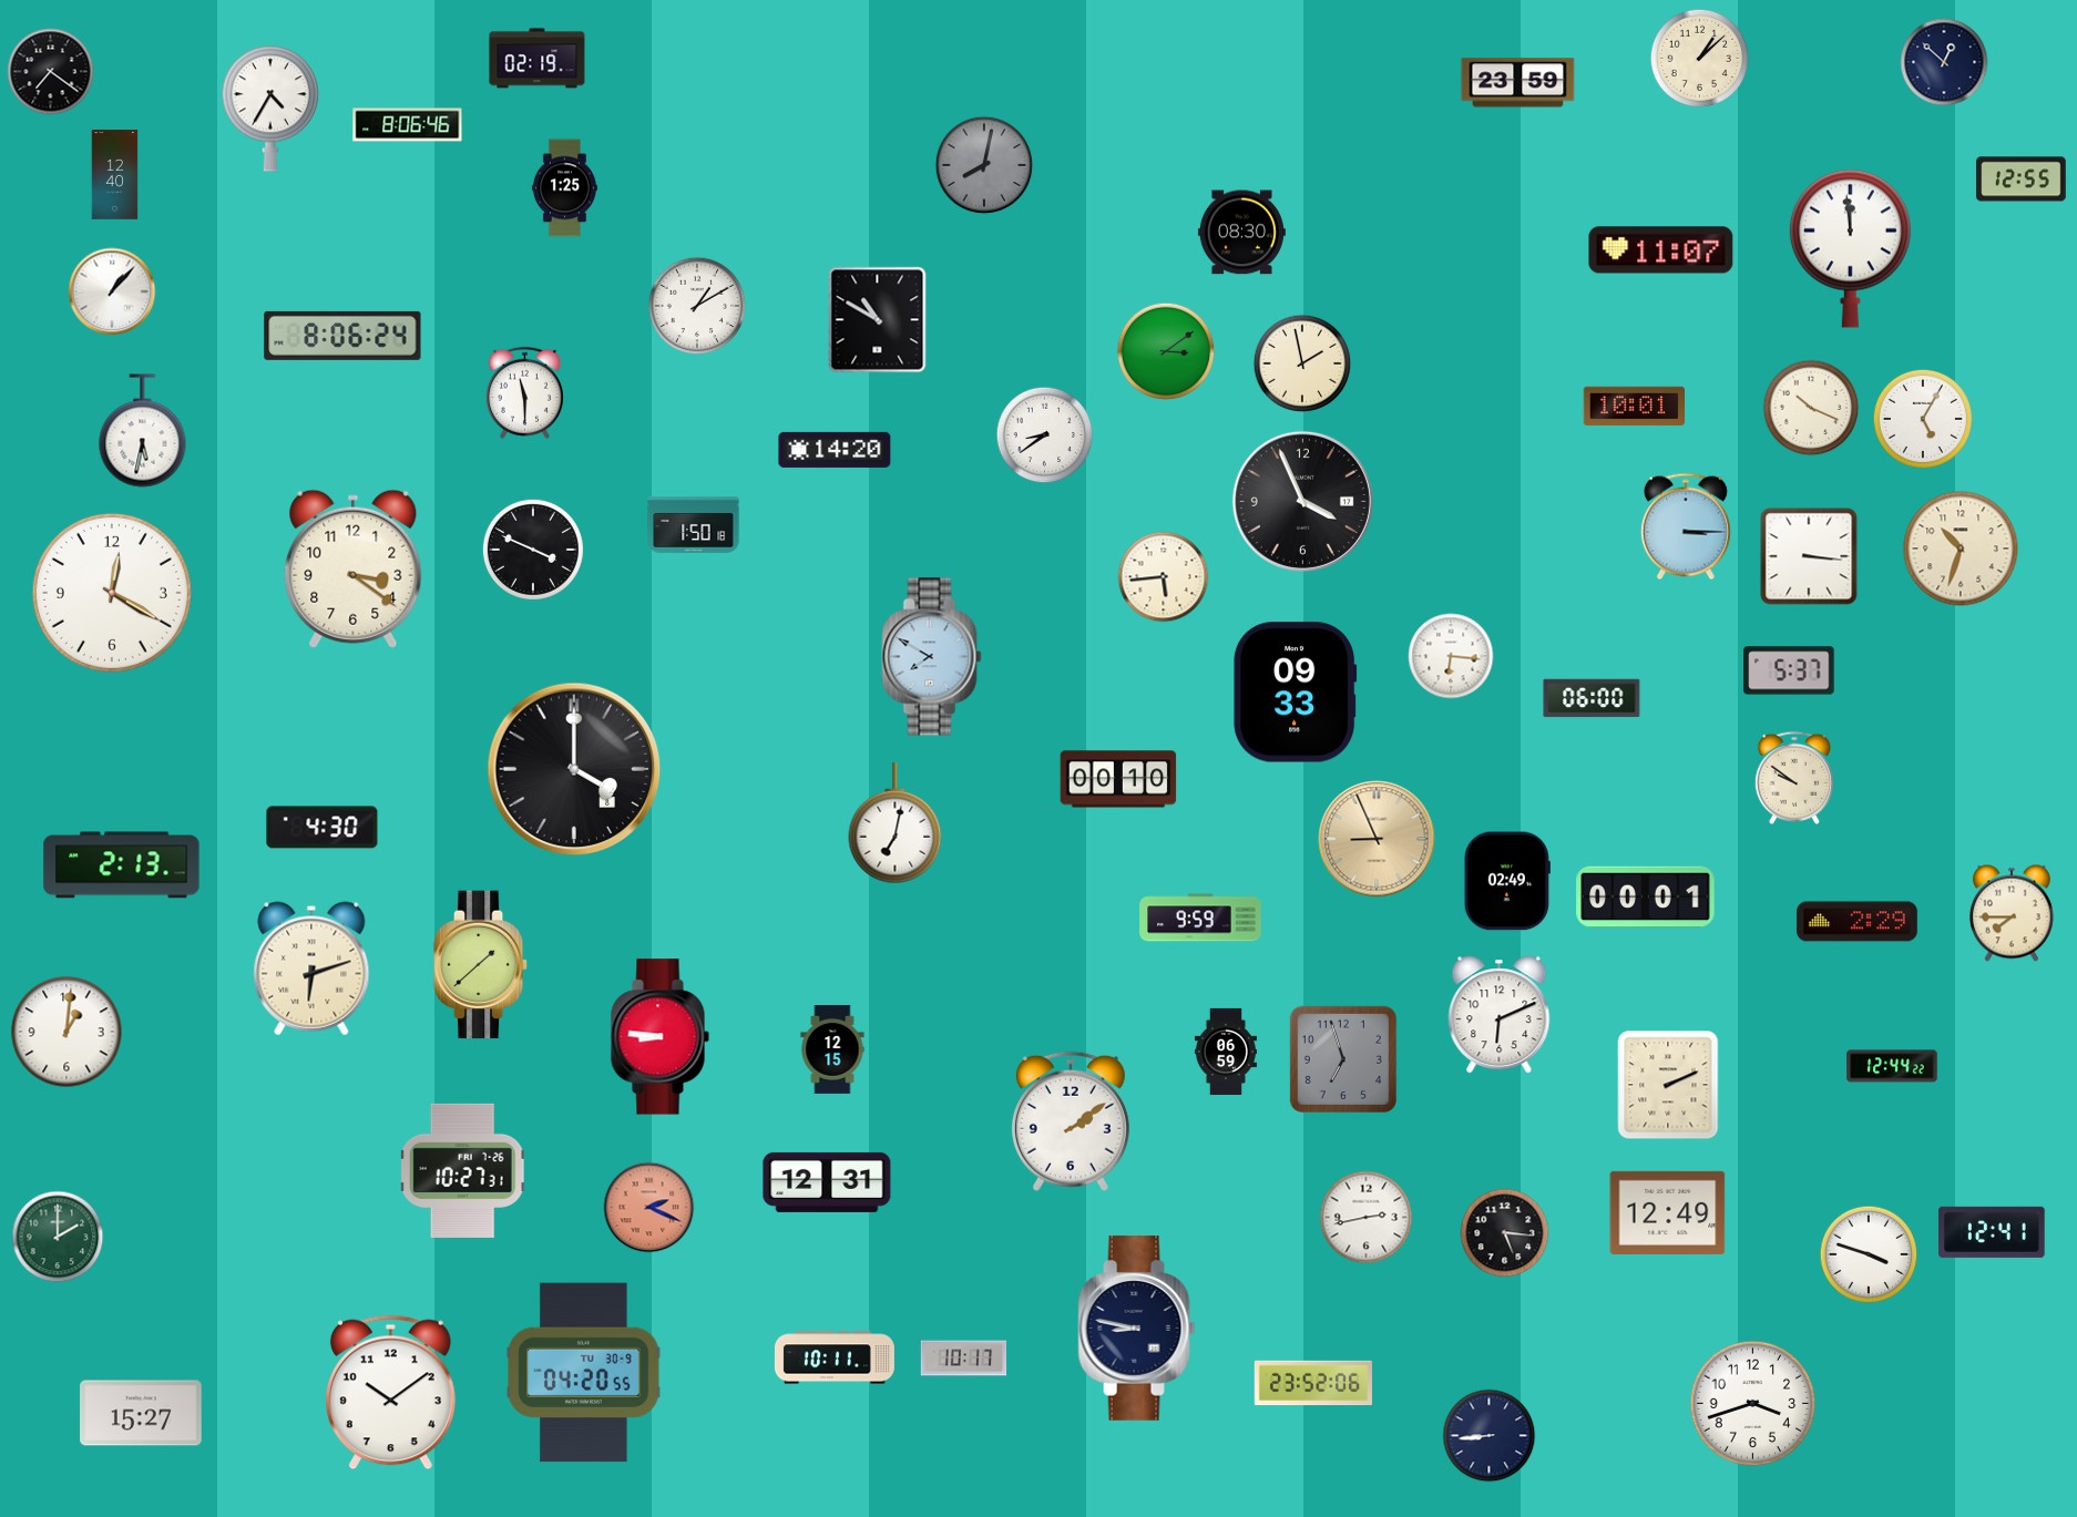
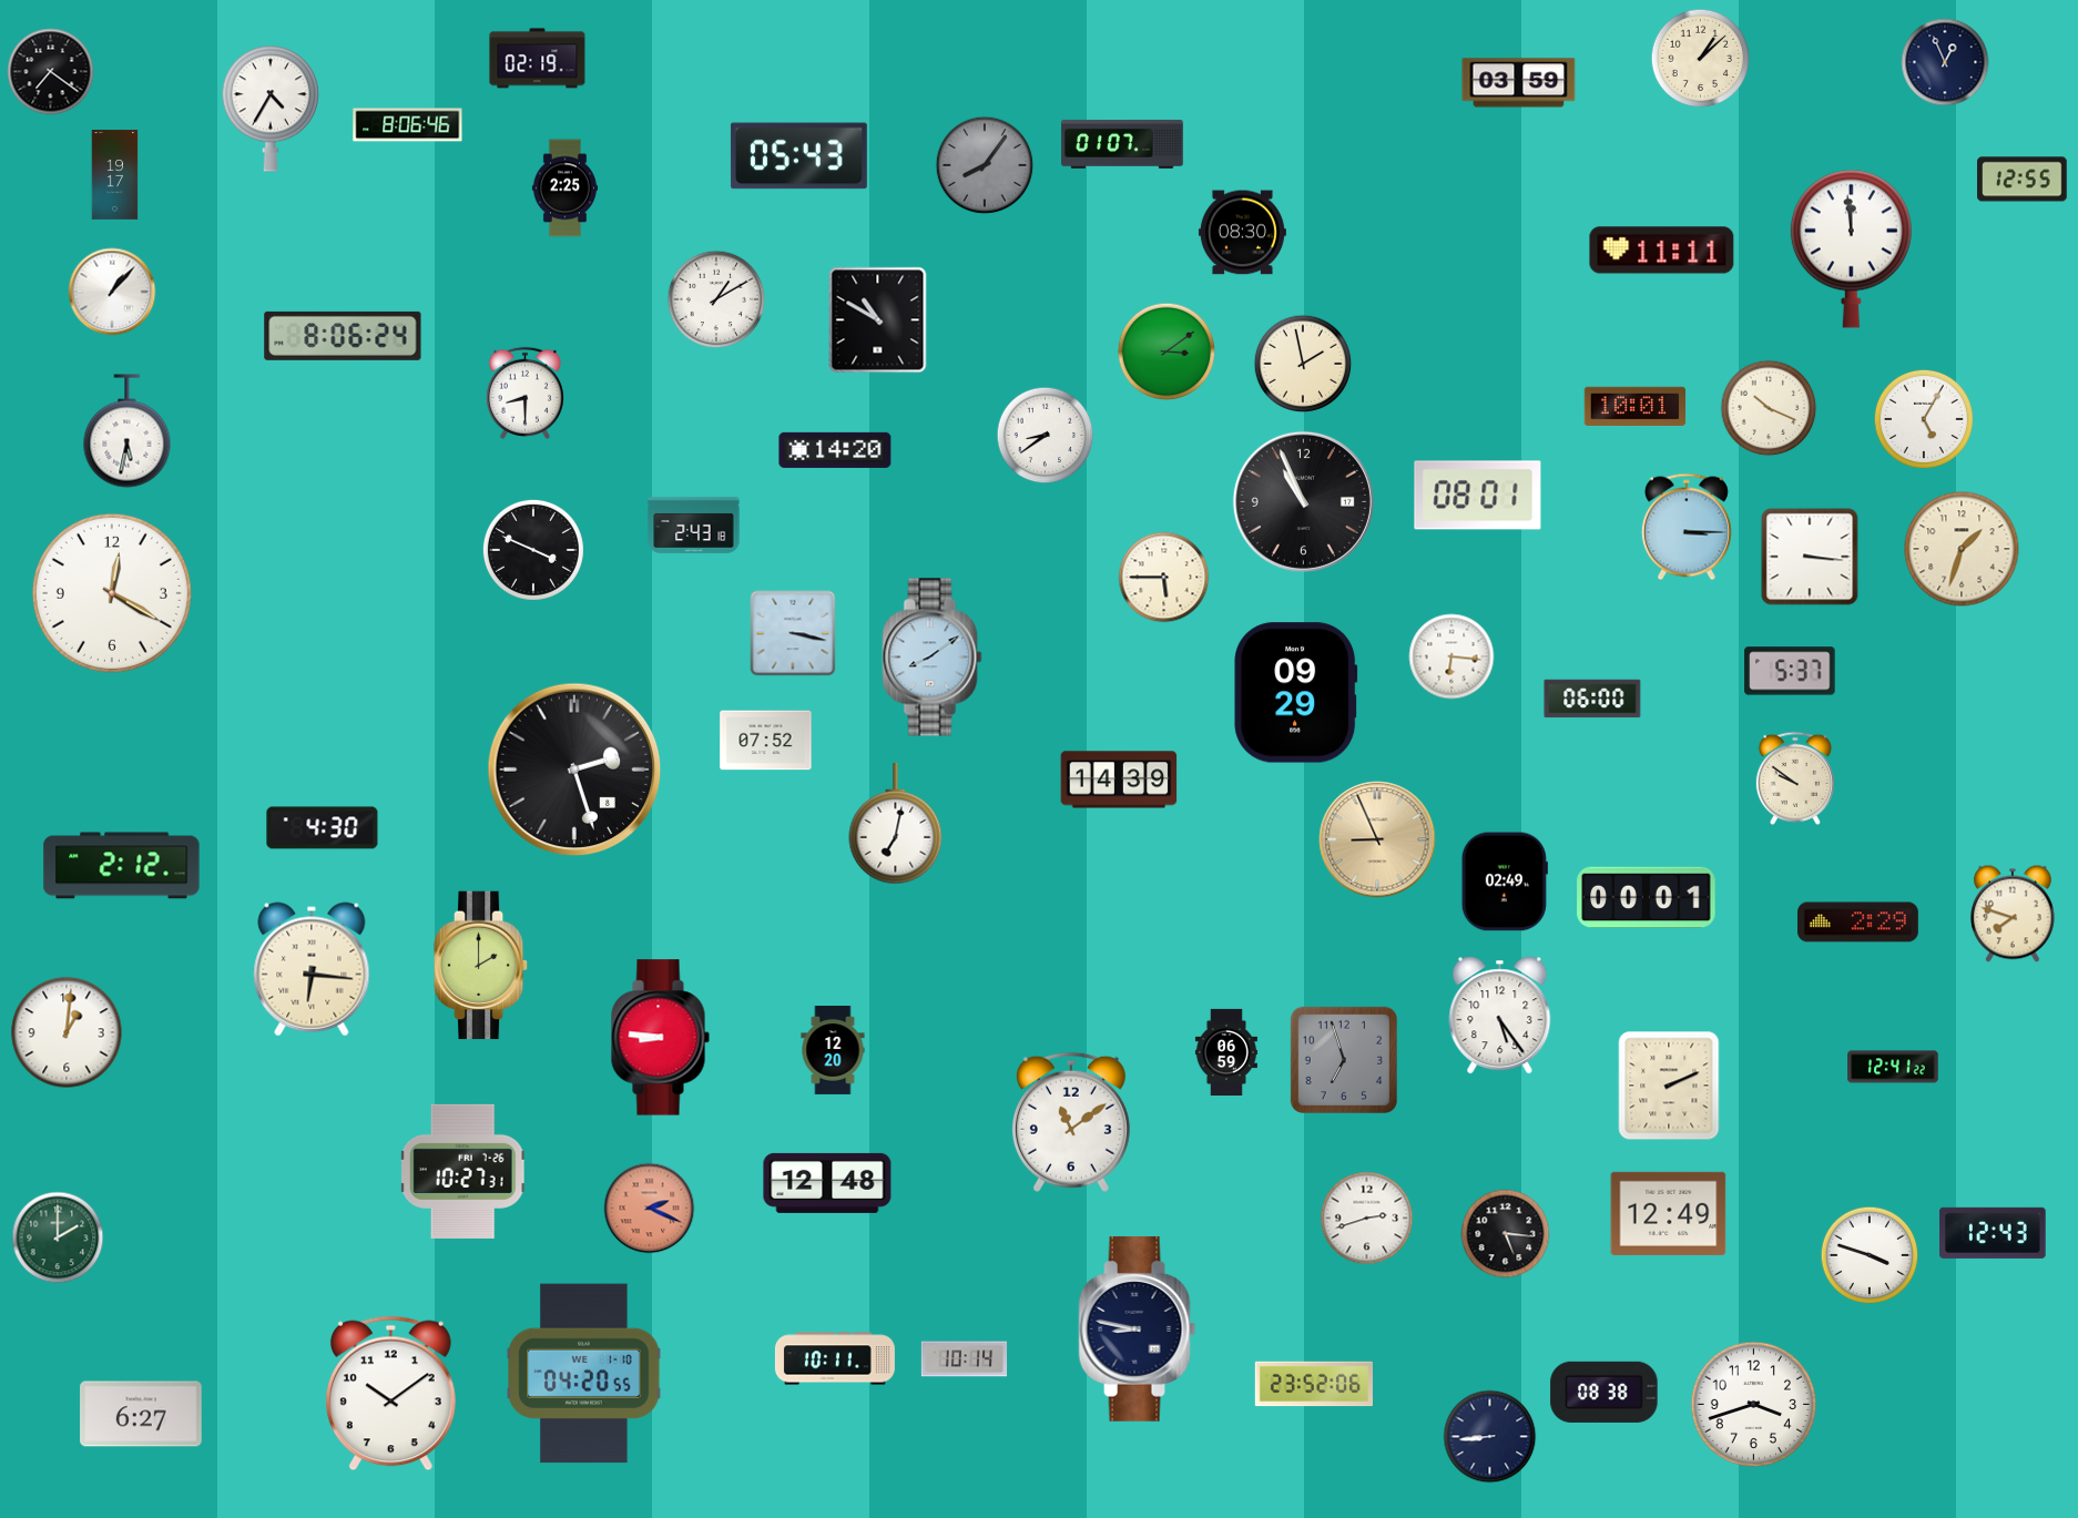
clock at (1944, 62): 12:52 -> 12:56
clock at (1518, 83): 23:59 -> 03:59
clock at (1122, 144): none -> 01:07
clock at (798, 156): none -> 05:43
clock at (984, 165): 8:02 -> 8:06
clock at (115, 175): 12:40 -> 19:17
clock at (564, 188): 1:25 -> 2:25
clock at (1661, 250): 11:07 -> 11:11
clock at (697, 306) position: (697, 306) -> (716, 299)
clock at (524, 392): 11:30 -> 8:30
clock at (1811, 408) position: (1811, 408) -> (1769, 408)
clock at (143, 431) position: (143, 431) -> (128, 431)
clock at (1478, 496): none -> 08:01
clock at (1302, 501): 3:56 -> 10:56
clock at (694, 524): 1:50 -> 2:43
clock at (1961, 549): 10:33 -> 1:33
clock at (354, 568): 3:21 -> none
clock at (1164, 577): 5:44 -> 5:45
clock at (793, 633): none -> 3:17
clock at (932, 657): 7:50 -> 8:09
clock at (1296, 693): 09:33 -> 09:29
clock at (766, 741): none -> 07:52
clock at (574, 769): 4:00 -> 2:27
clock at (1118, 779): 00:10 -> 14:39
clock at (122, 865): 2:13 -> 2:12
clock at (1507, 881) position: (1507, 881) -> (1505, 882)
clock at (2012, 913): 7:45 -> 7:48
clock at (1200, 918): 9:59 -> none
clock at (481, 965): 1:38 -> 2:00
clock at (311, 968): 6:12 -> 6:16
clock at (1500, 1015): 6:11 -> 5:24
clock at (832, 1050): 12:15 -> 12:20
clock at (1892, 1066): 12:44 -> 12:41
clock at (1071, 1121): 2:09 -> 11:09
clock at (827, 1182): 12:31 -> 12:48
clock at (1367, 1218): 2:43 -> 2:42
clock at (1992, 1232): 12:41 -> 12:43
clock at (964, 1359): 10:17 -> 10:14
clock at (584, 1373) date: TU 30-9 -> WE 1-10
clock at (1605, 1392): none -> 08:38
clock at (141, 1413): 15:27 -> 6:27
